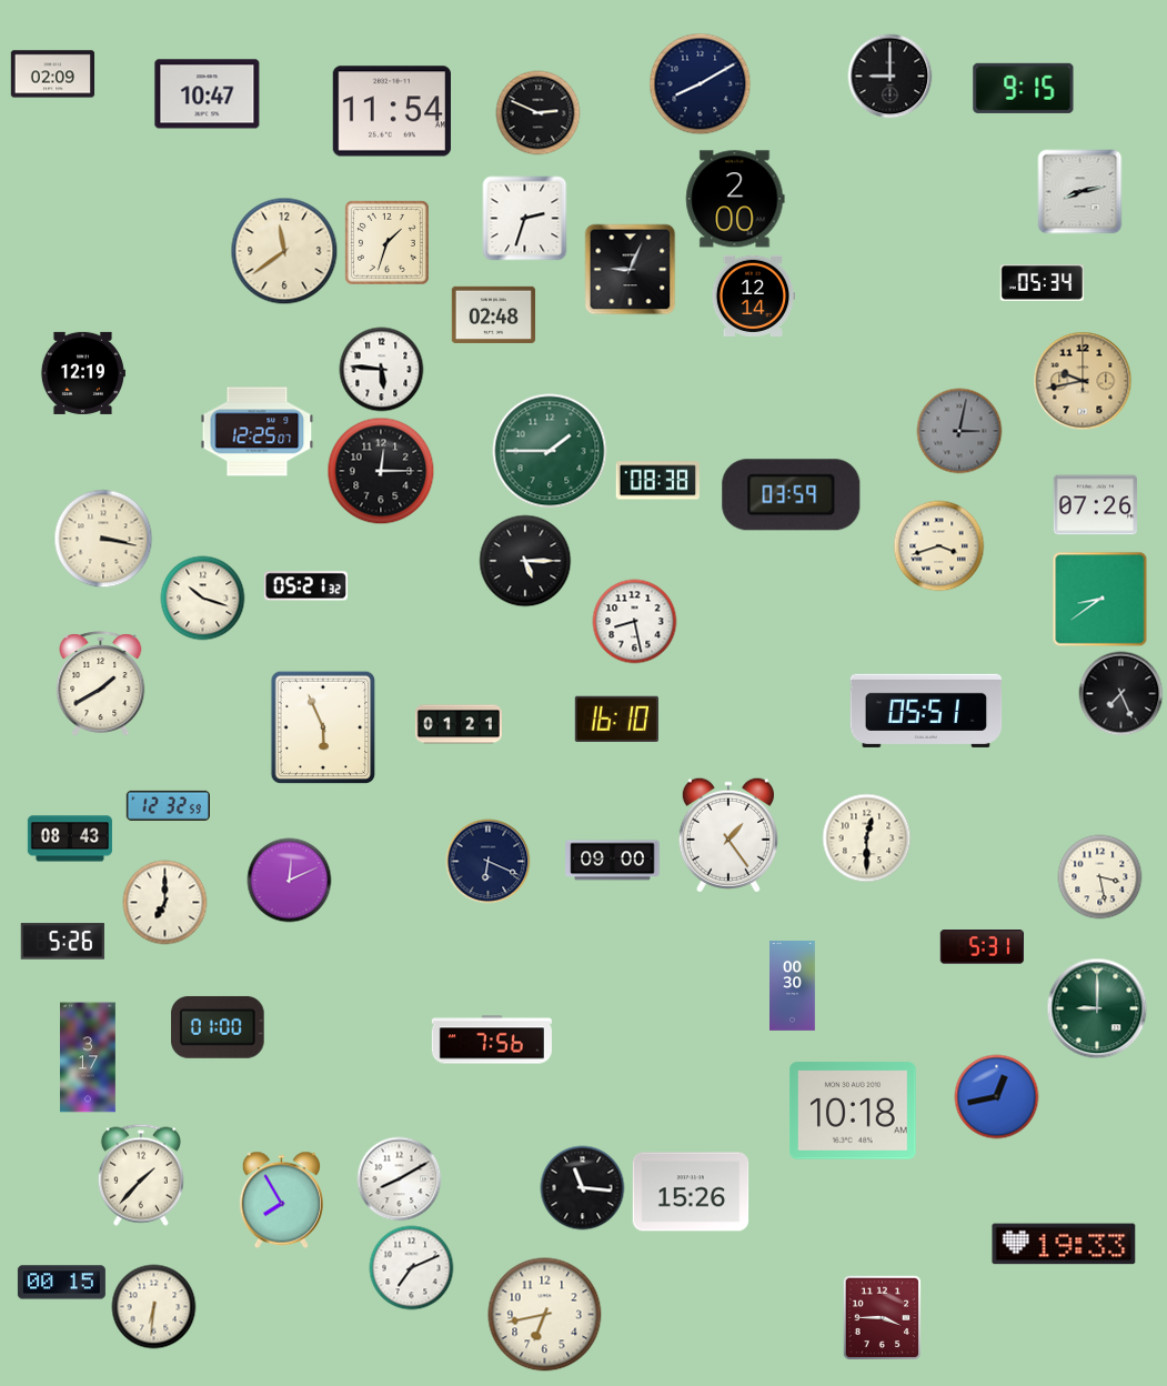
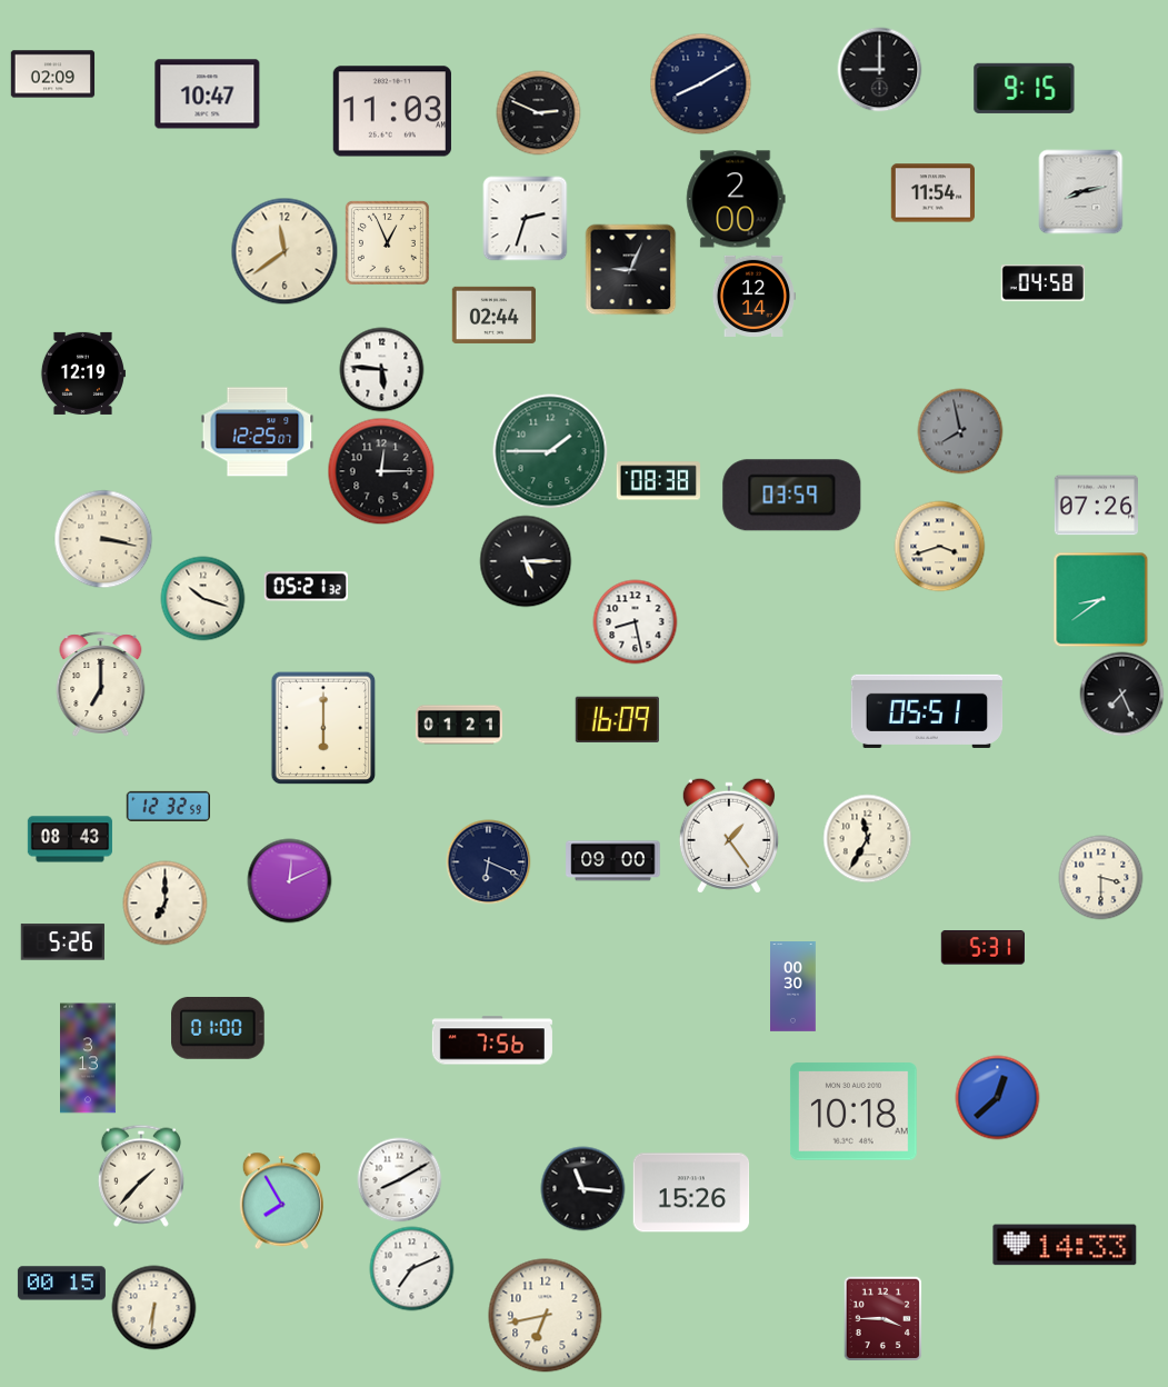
clock at (891, 77) position: (891, 77) -> (880, 70)
clock at (392, 111): 11:54 -> 11:03
clock at (934, 193): none -> 11:54
clock at (386, 242): 1:33 -> 12:56
clock at (1042, 283): 05:34 -> 04:58
clock at (494, 314): 02:48 -> 02:44
clock at (1083, 381): 9:43 -> none
clock at (959, 431): 3:02 -> 7:58
clock at (101, 684): 1:40 -> 7:00
clock at (616, 719): 16:10 -> 16:09
clock at (323, 727): 5:56 -> 6:00
clock at (867, 838): 12:30 -> 11:35
clock at (1100, 877): 3:28 -> 3:30
clock at (1097, 1008): 9:00 -> none
clock at (89, 1057): 3:17 -> 3:13
clock at (997, 1097): 12:43 -> 12:38
clock at (1064, 1244): 19:33 -> 14:33
